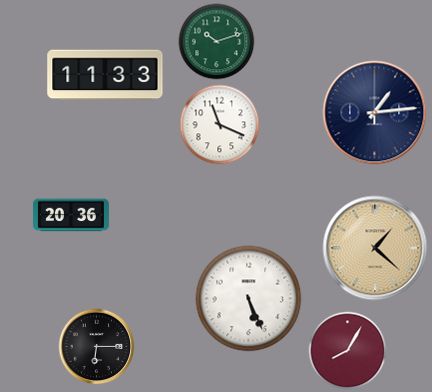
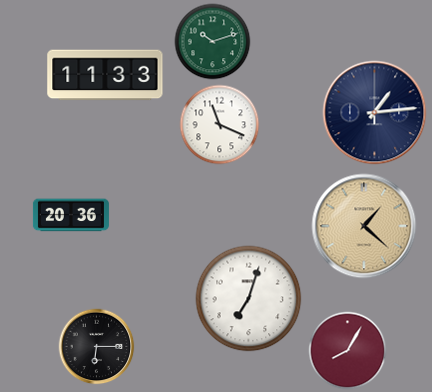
clock at (217, 42) position: (217, 42) -> (213, 42)
clock at (375, 248) position: (375, 248) -> (364, 226)
clock at (249, 299): 5:26 -> 7:03
